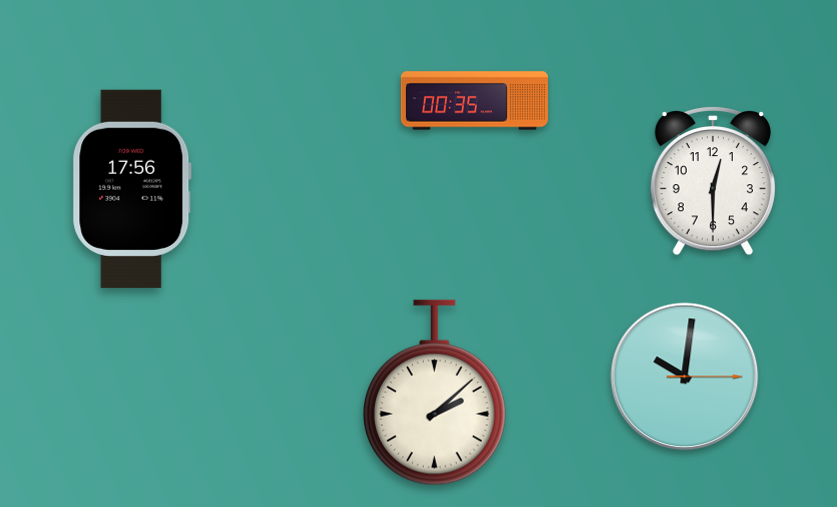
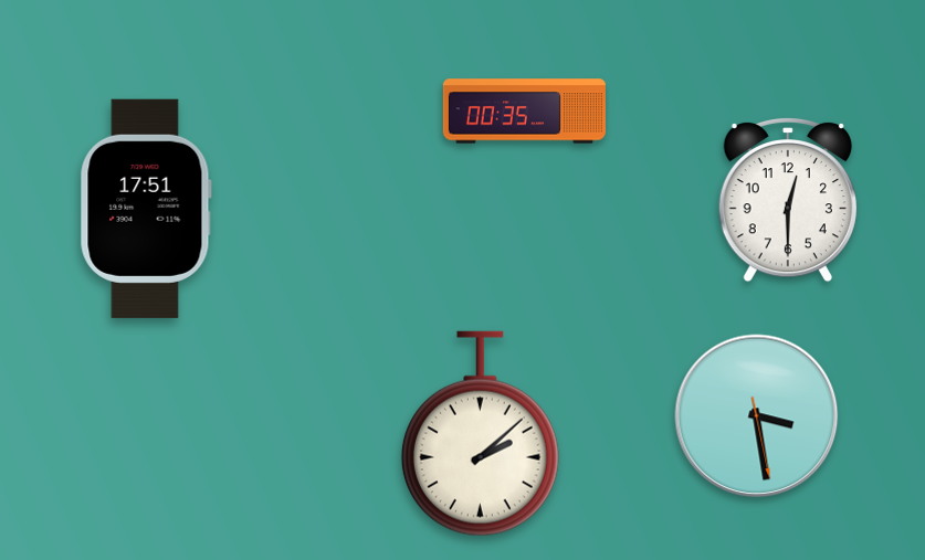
clock at (132, 189): 17:56 -> 17:51
clock at (685, 377): 10:01 -> 3:28
